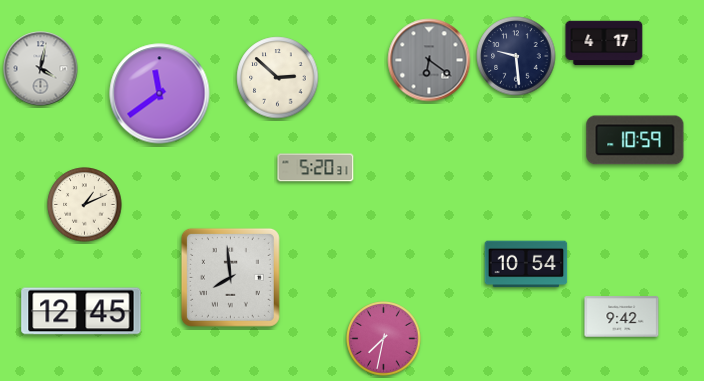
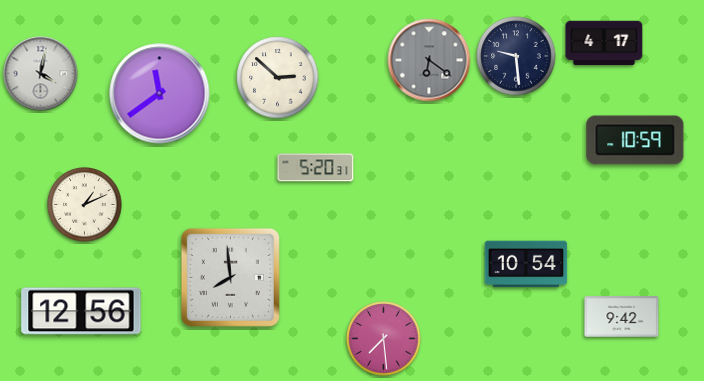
clock at (41, 69) position: (41, 69) -> (41, 74)
clock at (81, 311): 12:45 -> 12:56
clock at (384, 339): 7:32 -> 7:29
